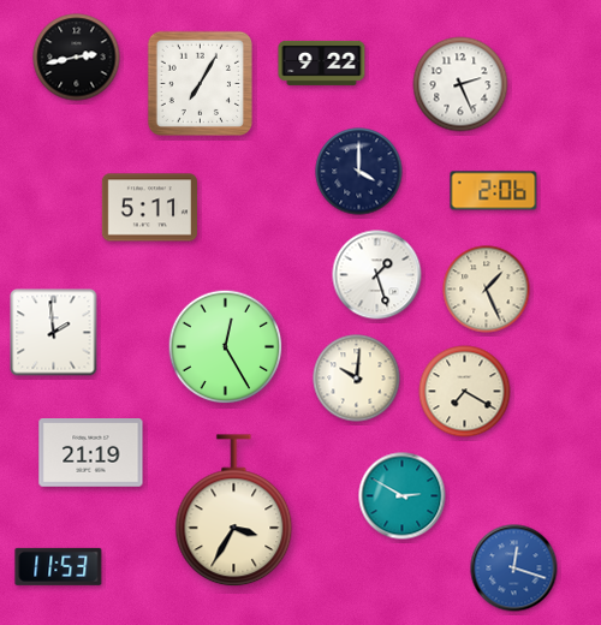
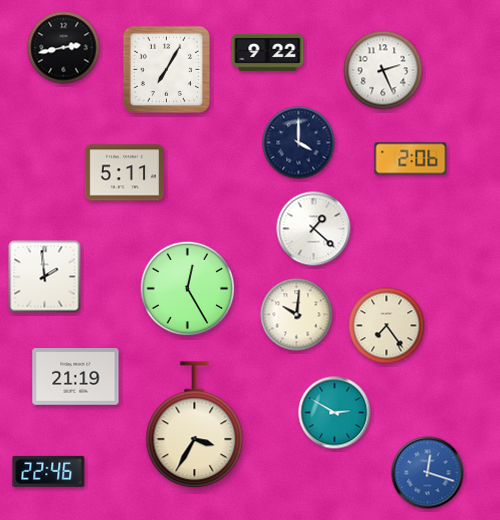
clock at (377, 275): 1:27 -> 1:22
clock at (487, 290): 1:26 -> none
clock at (465, 392): 7:20 -> 7:24
clock at (59, 566): 11:53 -> 22:46
